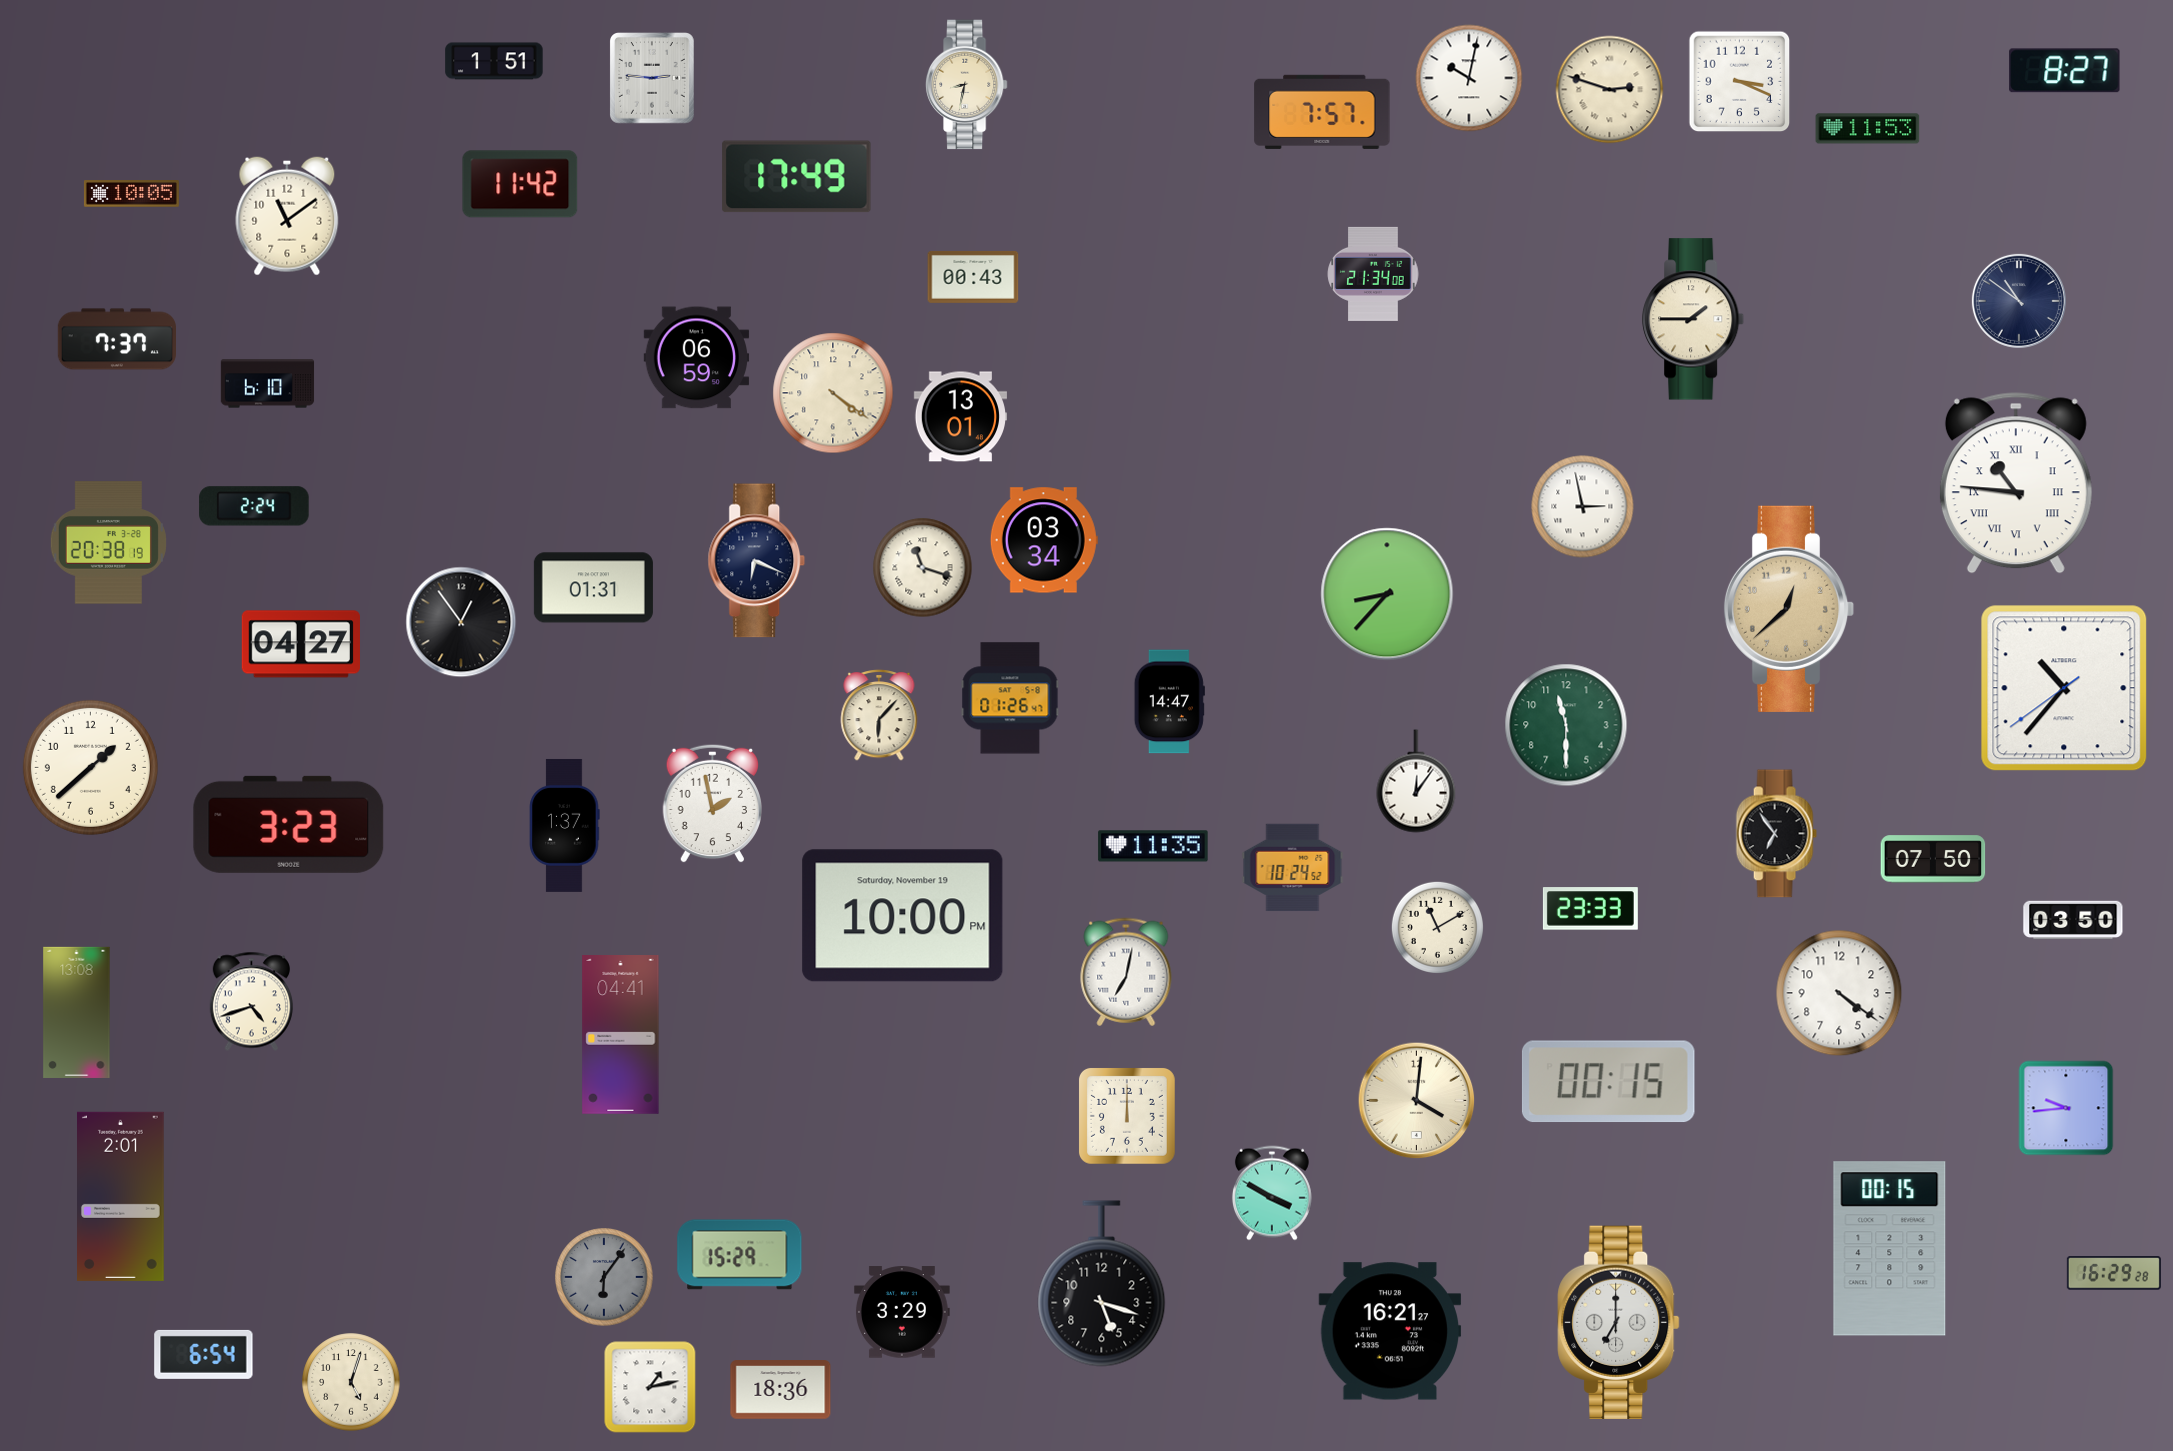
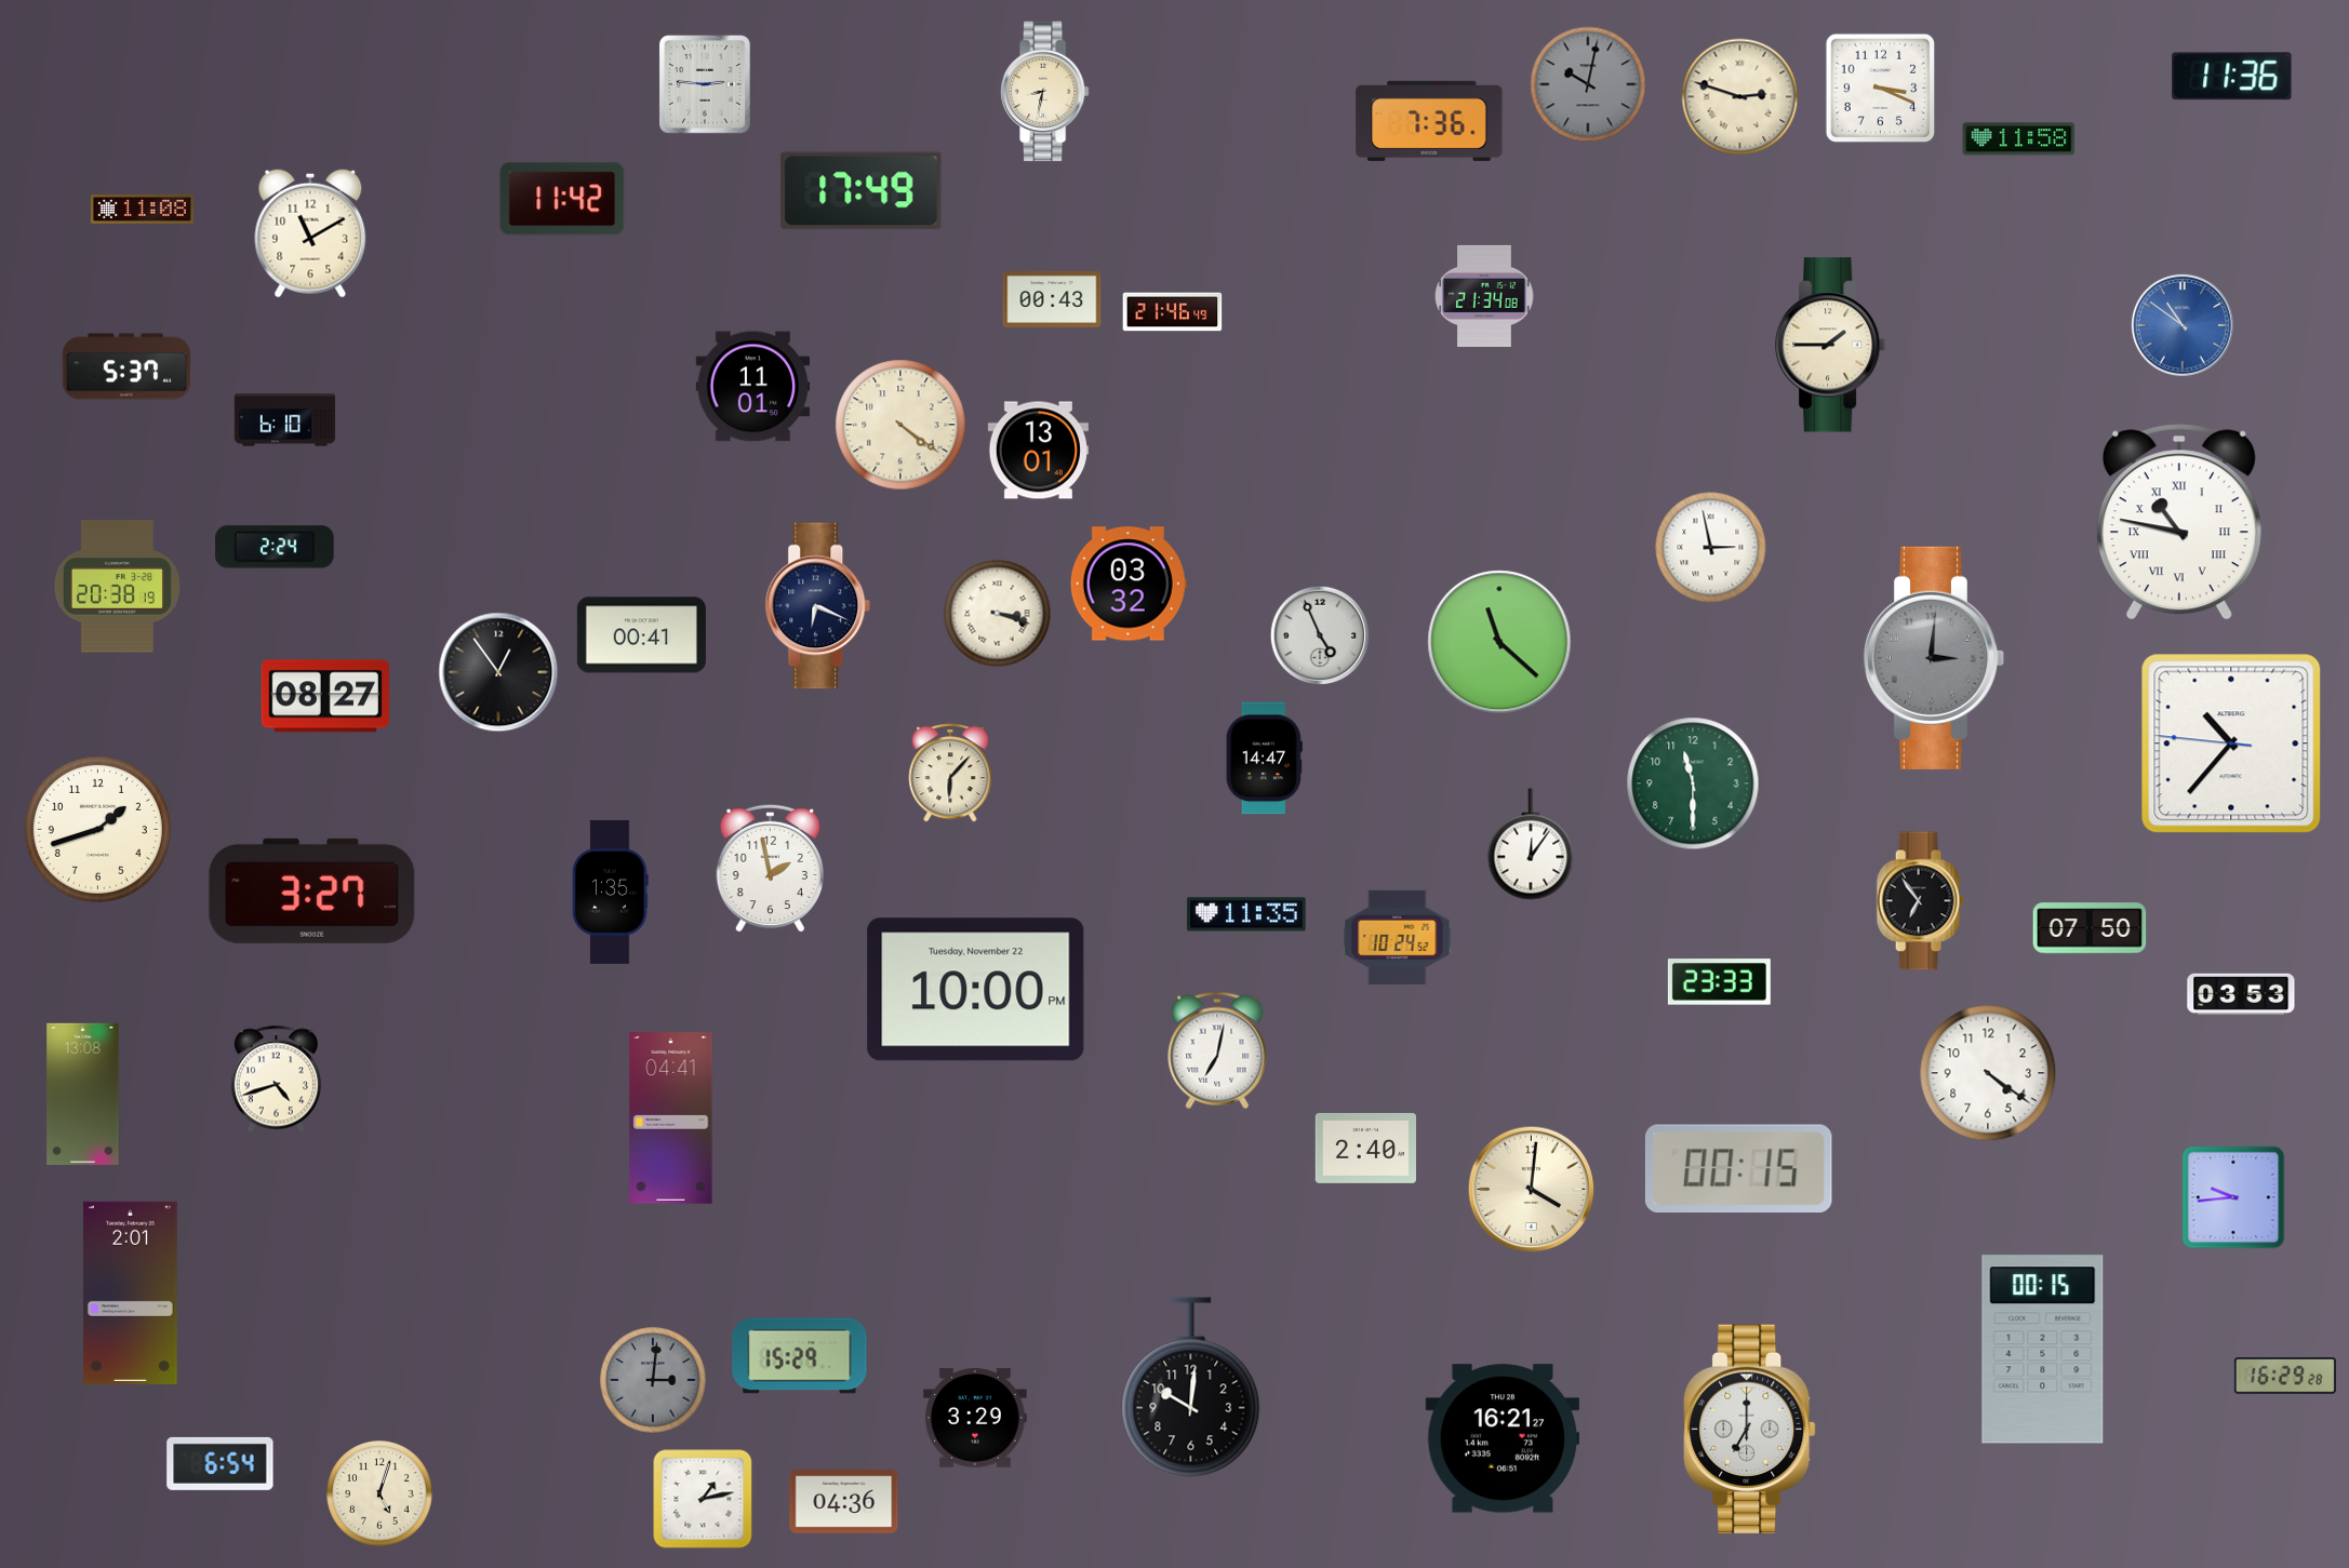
clock at (494, 61): 1:51 -> none
clock at (2065, 71): 8:27 -> 11:36
clock at (1469, 78) dial: white -> grey
clock at (1322, 112): 7:57 -> 7:36
clock at (1868, 129): 11:53 -> 11:58
clock at (131, 194): 10:05 -> 11:08
clock at (287, 216): 11:09 -> 11:10
clock at (1173, 312): none -> 21:46
clock at (2019, 301) dial: navy -> blue
clock at (116, 339): 7:37 -> 5:37
clock at (697, 358): 06:59 -> 11:01
clock at (268, 384) position: (268, 384) -> (285, 420)
clock at (2016, 483): 10:46 -> 10:47
clock at (1044, 540): 03:34 -> 03:32
clock at (923, 568): 11:18 -> 3:18
clock at (593, 588): 01:31 -> 00:41
clock at (1320, 635): none -> 4:56
clock at (1387, 594): 8:37 -> 11:22
clock at (1789, 609): 12:38 -> 3:01
clock at (1789, 609) dial: champagne -> grey
clock at (301, 644): 04:27 -> 08:27
clock at (2064, 688): 10:36:39 -> 10:36:46
clock at (1010, 698): 01:26 -> none
clock at (90, 767): 1:38 -> 1:42
clock at (289, 824): 3:23 -> 3:27
clock at (565, 825): 1:37 -> 1:35
clock at (903, 916) date: Saturday, November 19 -> Tuesday, November 22
clock at (2073, 919): 03:50 -> 03:53
clock at (1437, 927): 11:10 -> none
clock at (251, 1002) position: (251, 1002) -> (276, 1080)
clock at (1365, 1148): none -> 2:40
clock at (1127, 1116): 12:00 -> none
clock at (1272, 1193): 3:50 -> none
clock at (604, 1277): 6:06 -> 3:01
clock at (1102, 1284): 5:18 -> 10:01
clock at (781, 1390): 18:36 -> 04:36
